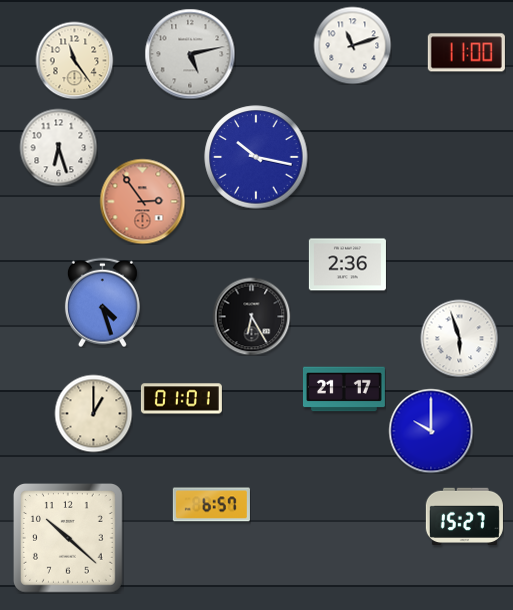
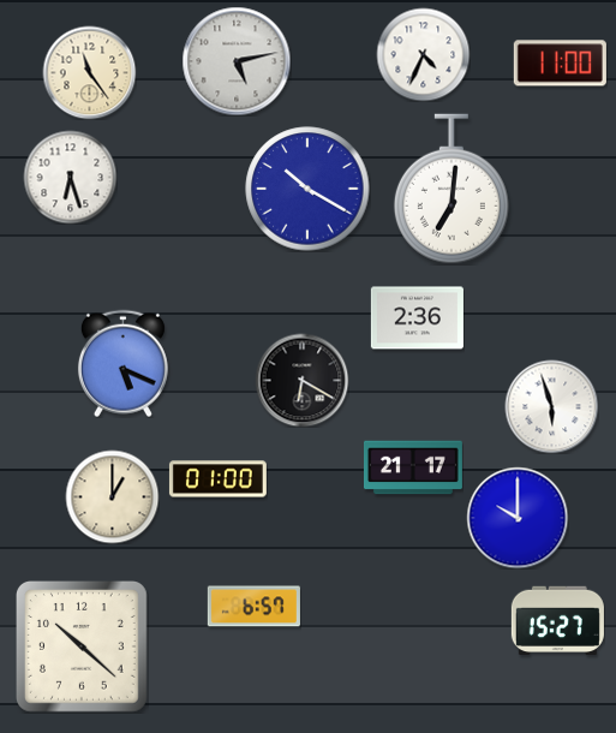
clock at (352, 45): 11:12 -> 4:34
clock at (190, 54) position: (190, 54) -> (237, 61)
clock at (256, 157): 10:17 -> 10:20
clock at (451, 189): none -> 7:01
clock at (142, 201): 2:54 -> none
clock at (102, 302): 4:27 -> 5:19
clock at (251, 316): 6:25 -> 6:20
clock at (181, 399): 01:01 -> 01:00
